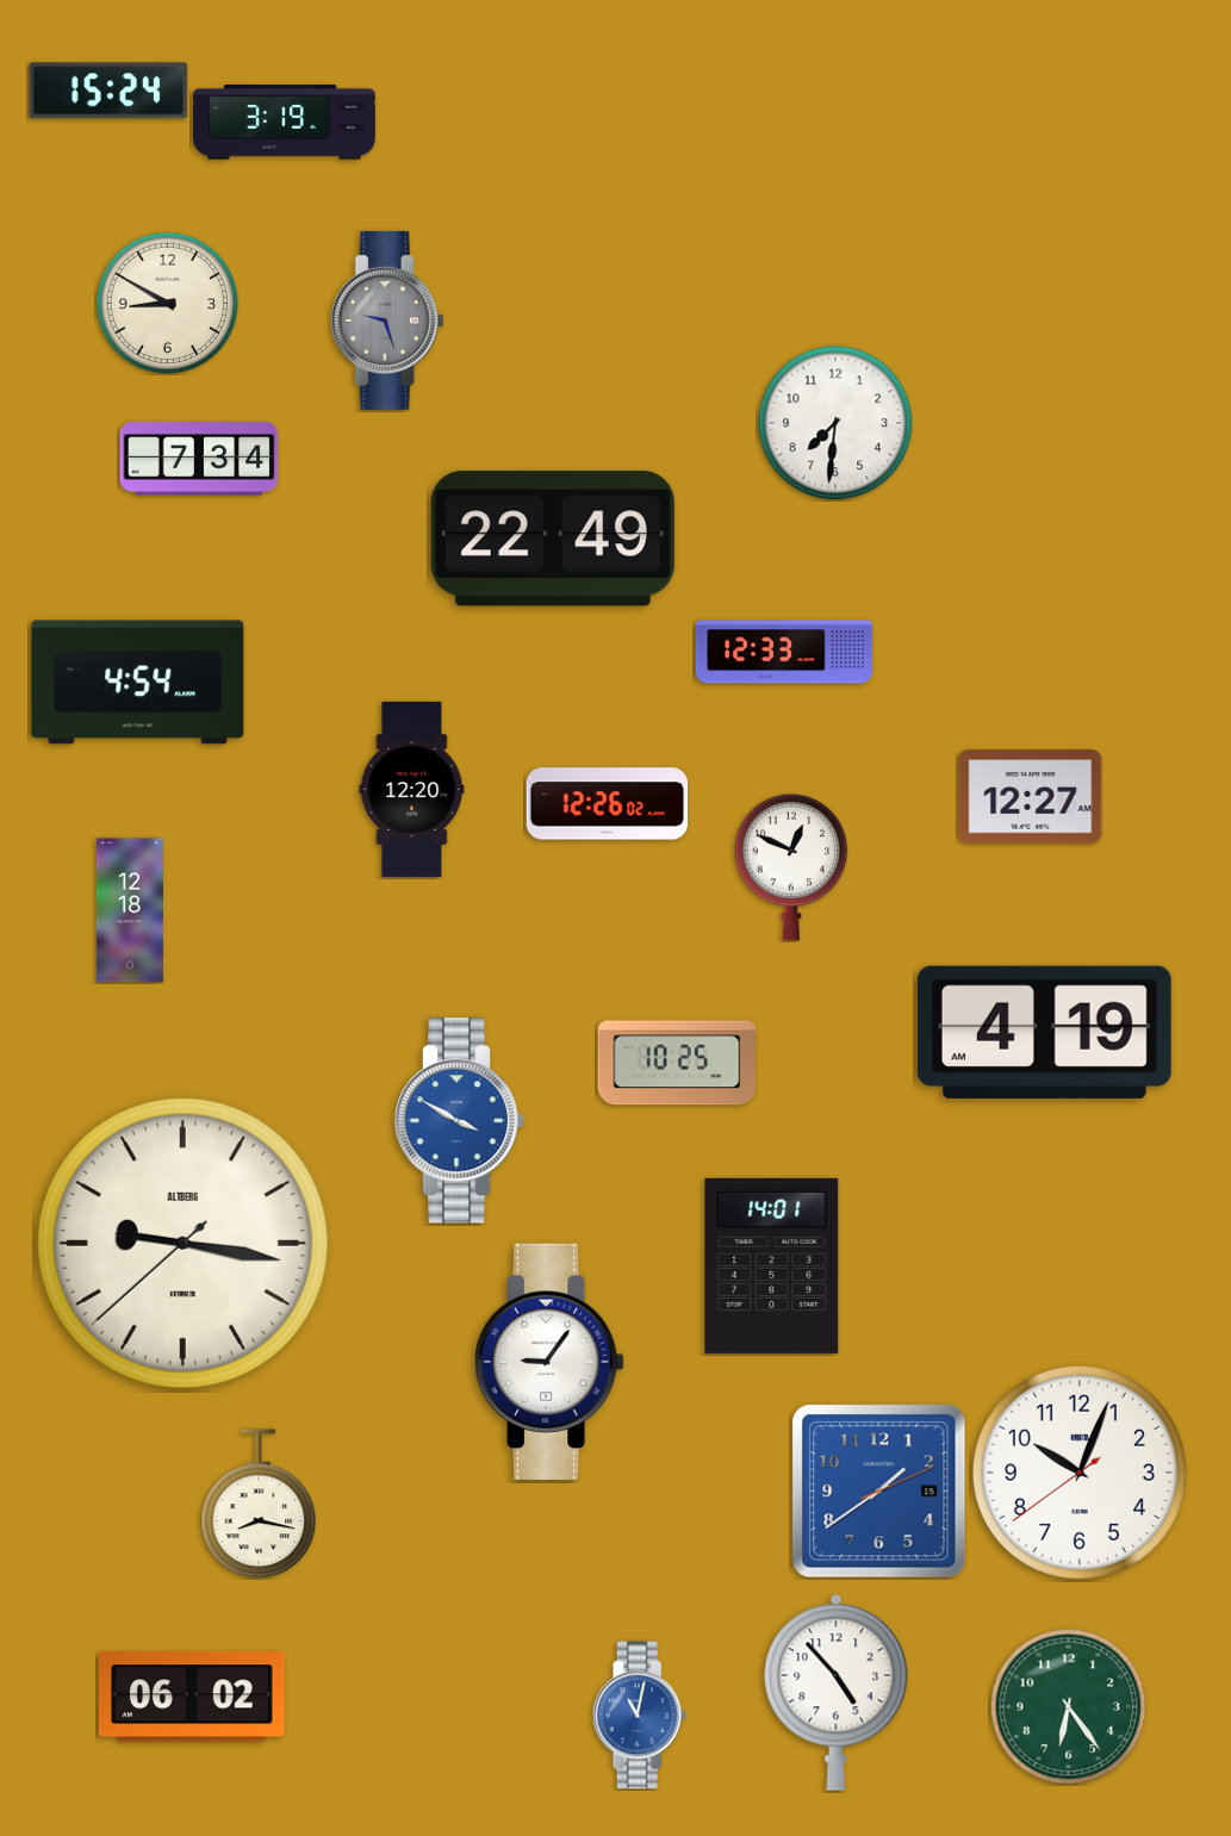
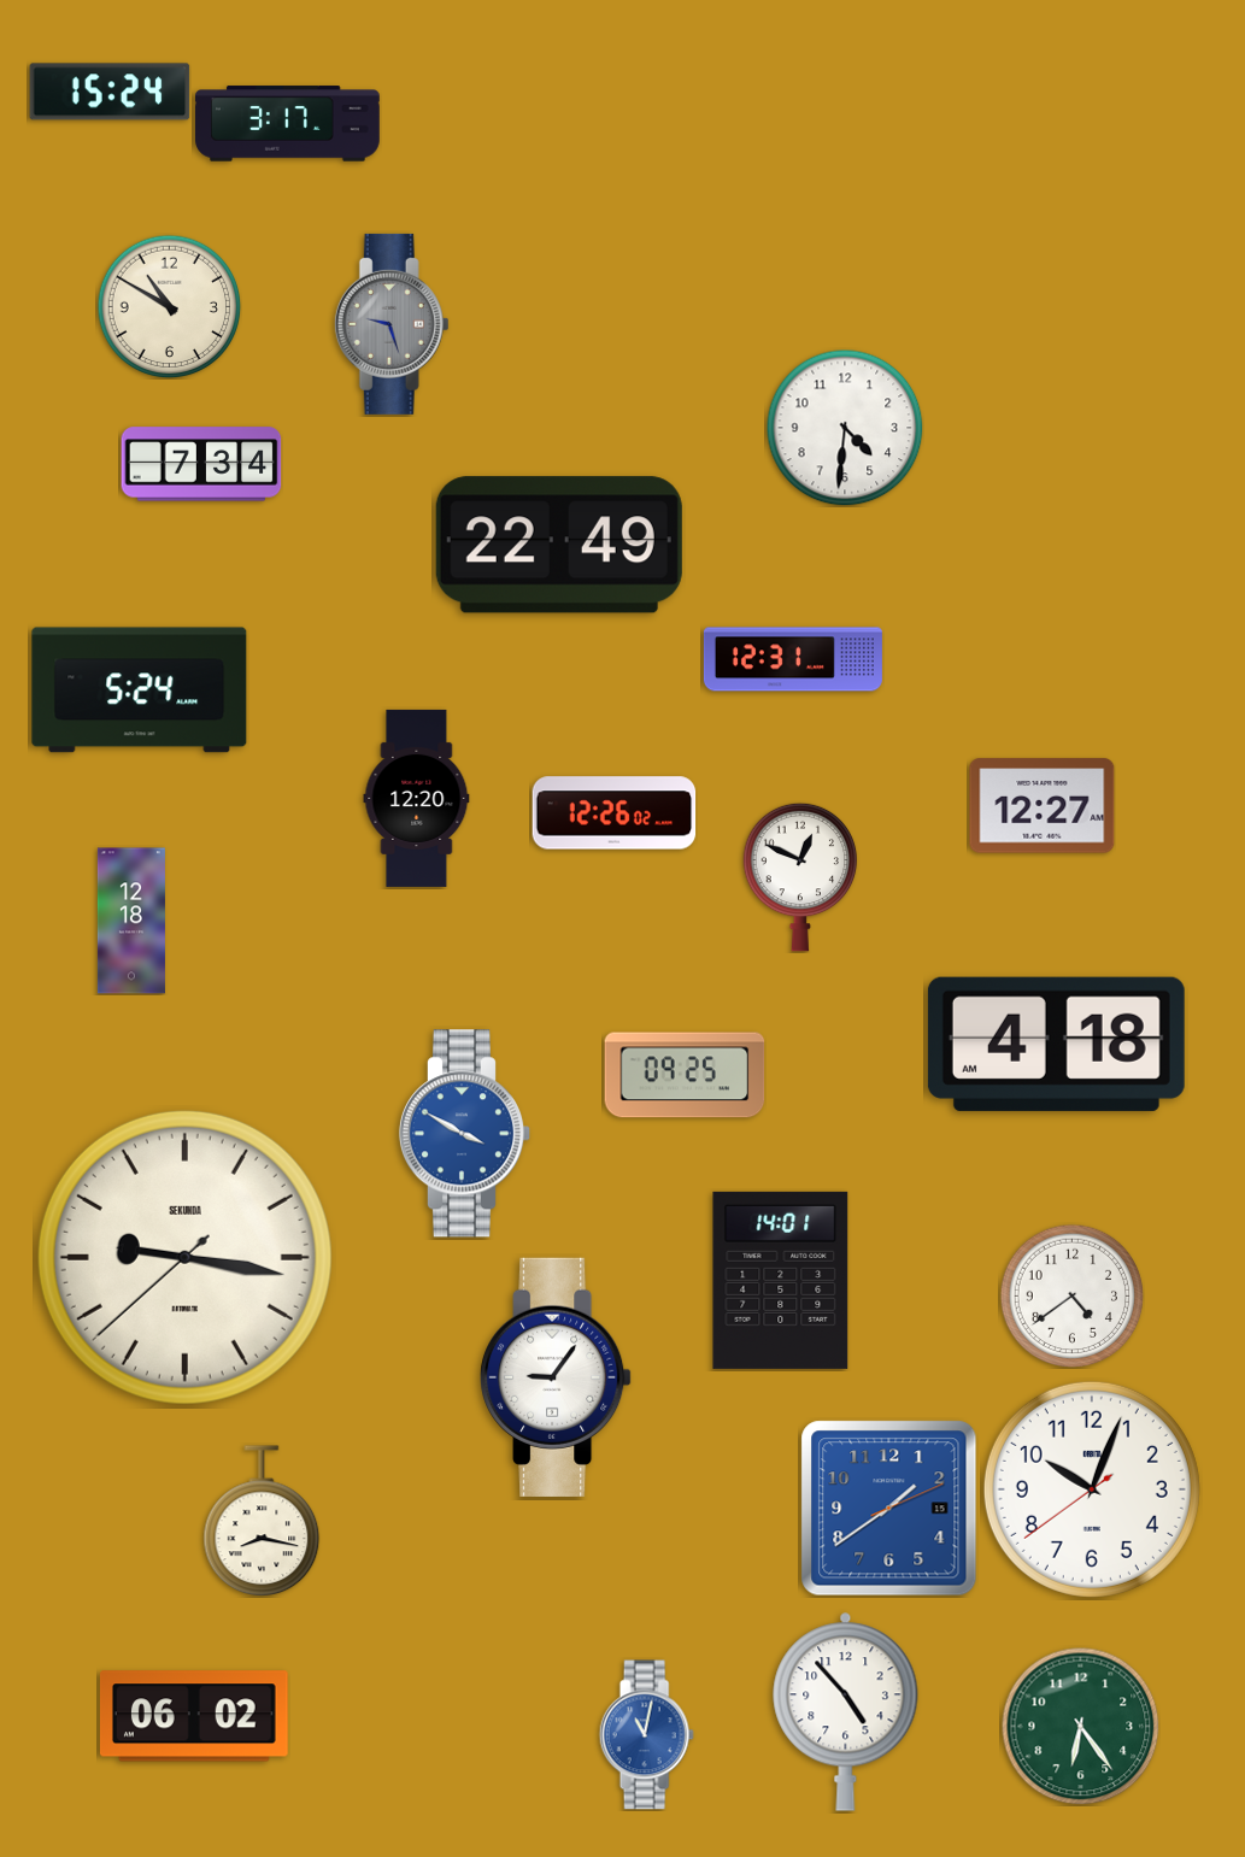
clock at (285, 123): 3:19 -> 3:17
clock at (167, 303): 8:50 -> 10:50
clock at (835, 423): 7:31 -> 4:31
clock at (784, 652): 12:33 -> 12:31
clock at (138, 683): 4:54 -> 5:24
clock at (1044, 1032): 4:19 -> 4:18
clock at (677, 1063): 10:25 -> 09:25
clock at (182, 1243) brand: ALTBERG -> SEKUNDA
clock at (1071, 1295): none -> 4:39
